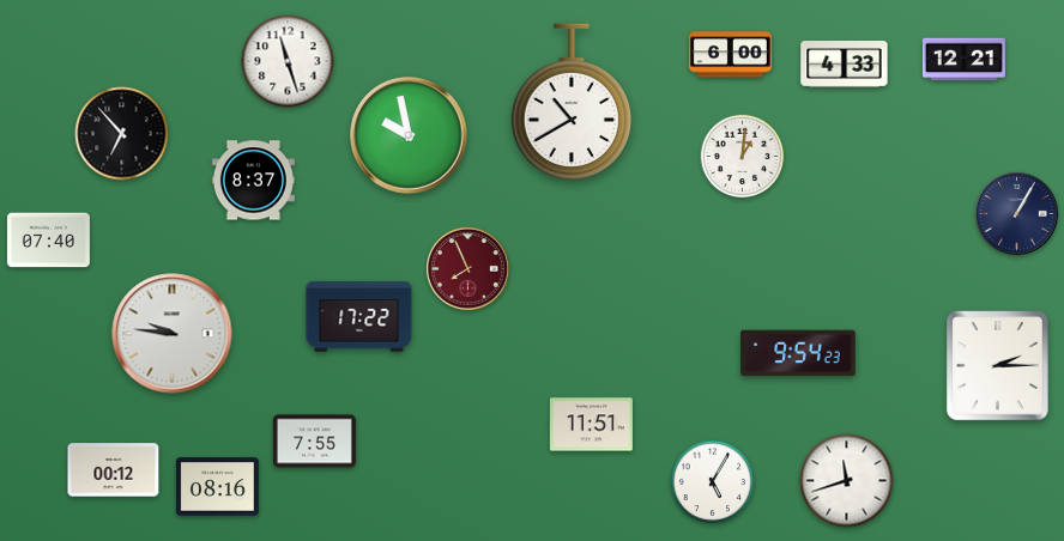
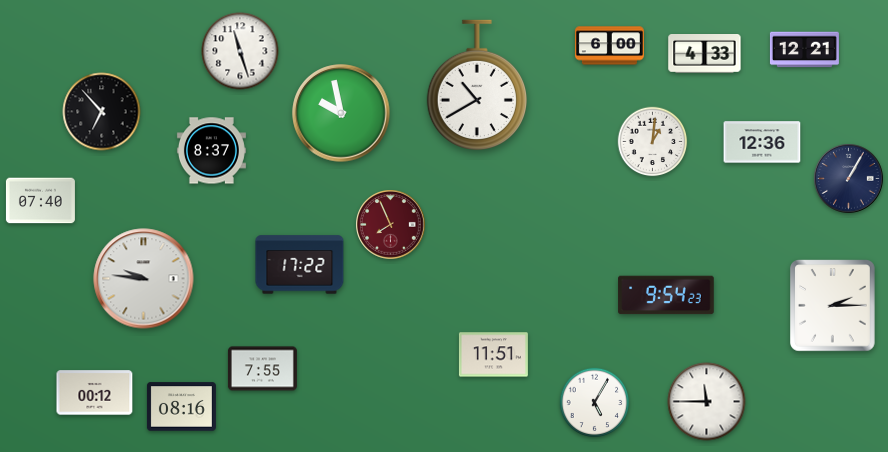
clock at (743, 157) position: (743, 157) -> (653, 142)
clock at (762, 142): none -> 12:36
clock at (847, 481): 11:42 -> 11:45
